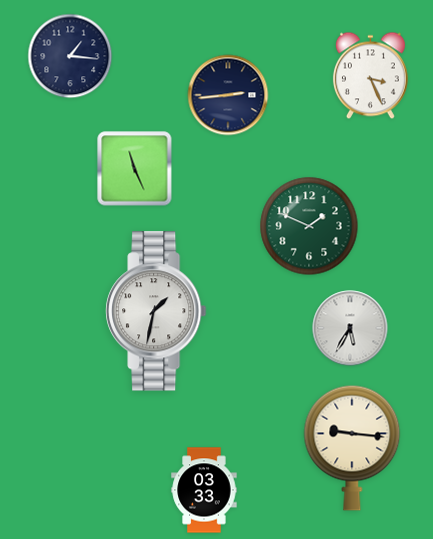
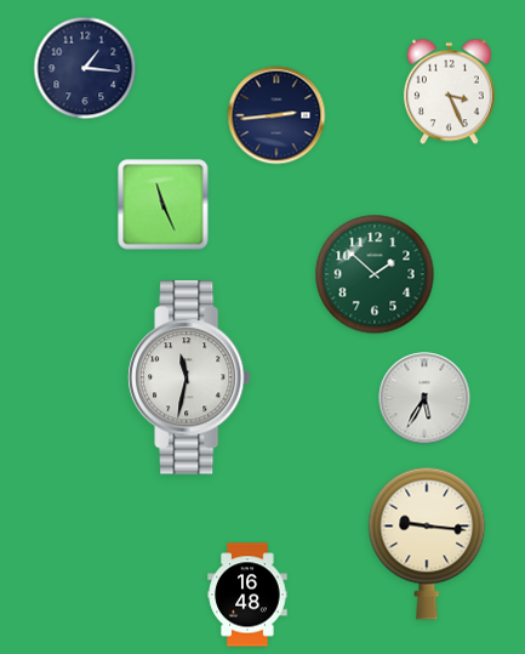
clock at (309, 226): 1:49 -> 1:52
clock at (156, 311): 1:32 -> 11:32
clock at (204, 490): 03:33 -> 16:48
